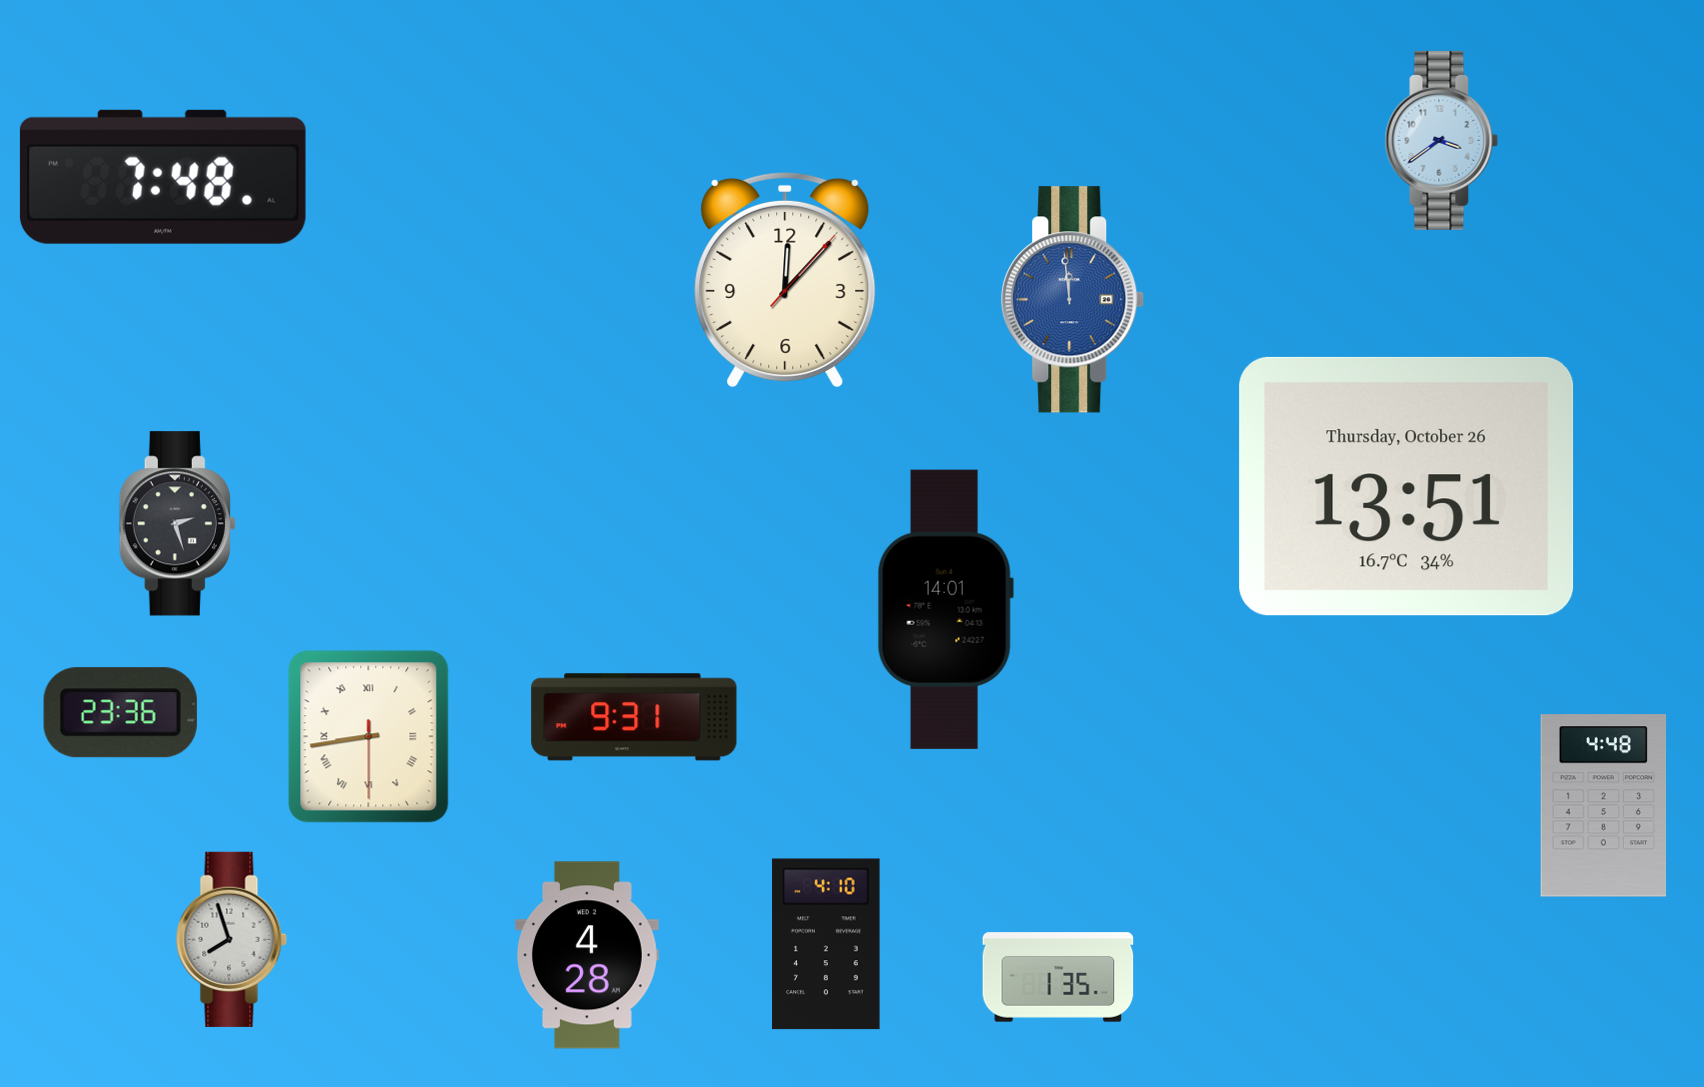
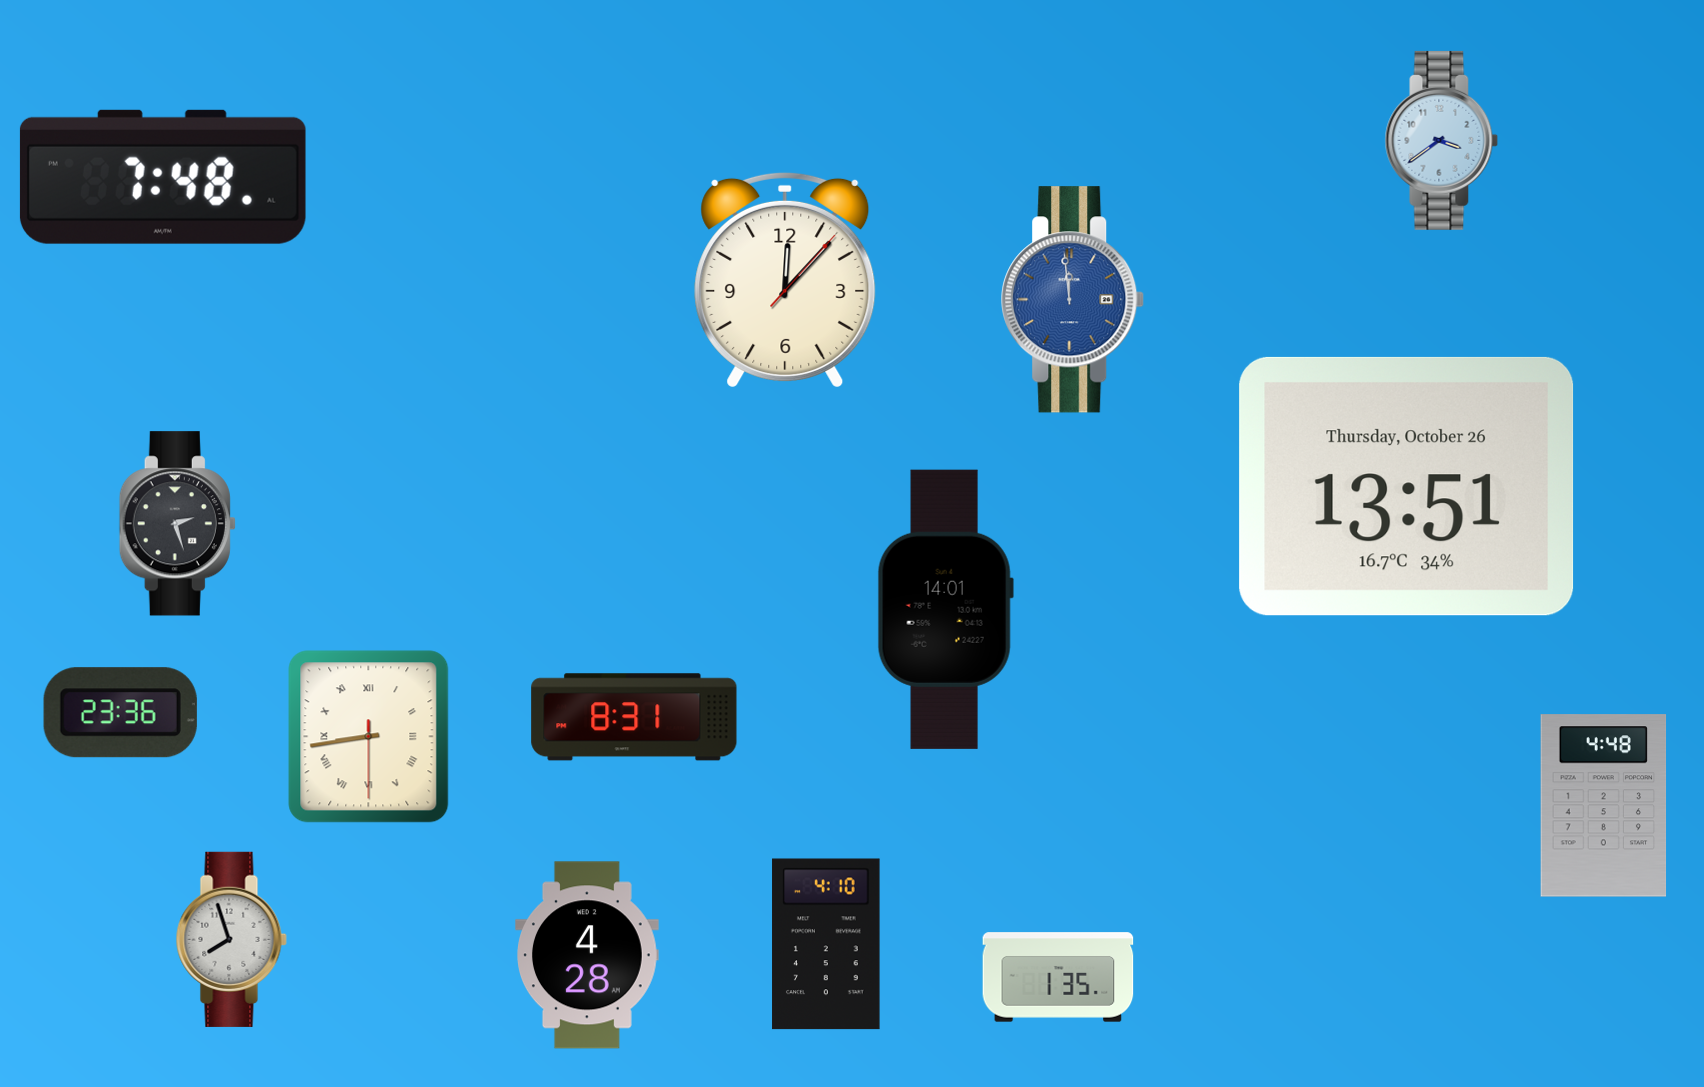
clock at (634, 717): 9:31 -> 8:31
